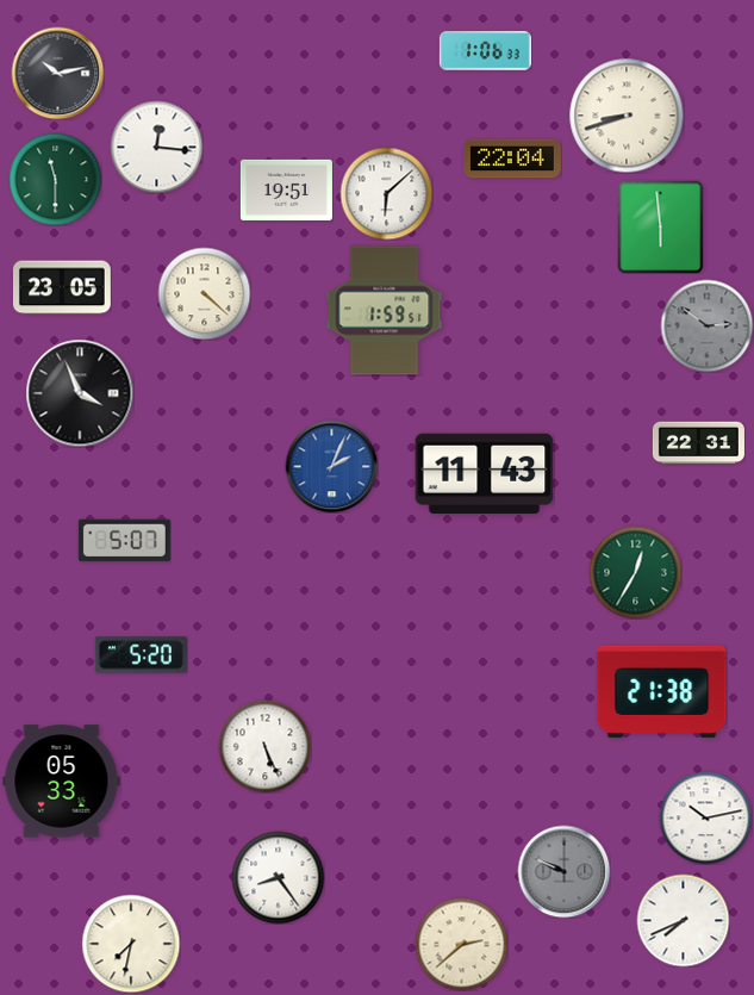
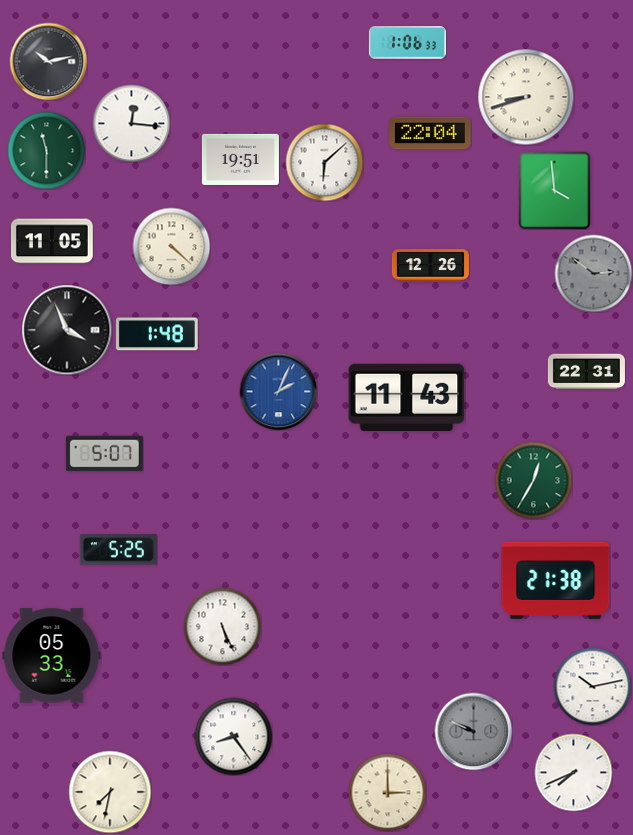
clock at (661, 226): 5:59 -> 3:59
clock at (62, 287): 23:05 -> 11:05
clock at (385, 311): 1:59 -> none
clock at (430, 266): none -> 12:26
clock at (157, 334): none -> 1:48
clock at (141, 655): 5:20 -> 5:25
clock at (461, 944): 2:38 -> 3:00
